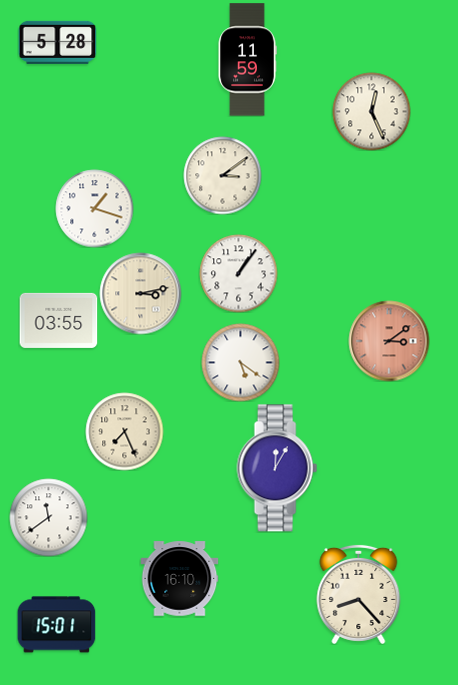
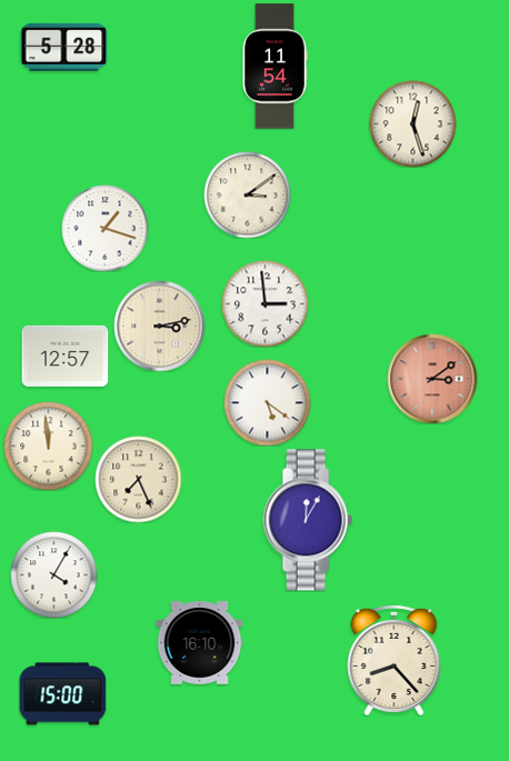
clock at (247, 60): 11:59 -> 11:54
clock at (371, 111): 12:26 -> 12:27
clock at (94, 208) position: (94, 208) -> (104, 228)
clock at (238, 273): 1:06 -> 2:59
clock at (140, 293) position: (140, 293) -> (159, 326)
clock at (58, 320): 03:55 -> 12:57
clock at (48, 445): none -> 11:59
clock at (48, 517): 11:39 -> 4:05
clock at (359, 594) position: (359, 594) -> (395, 660)
clock at (56, 625): 15:01 -> 15:00
